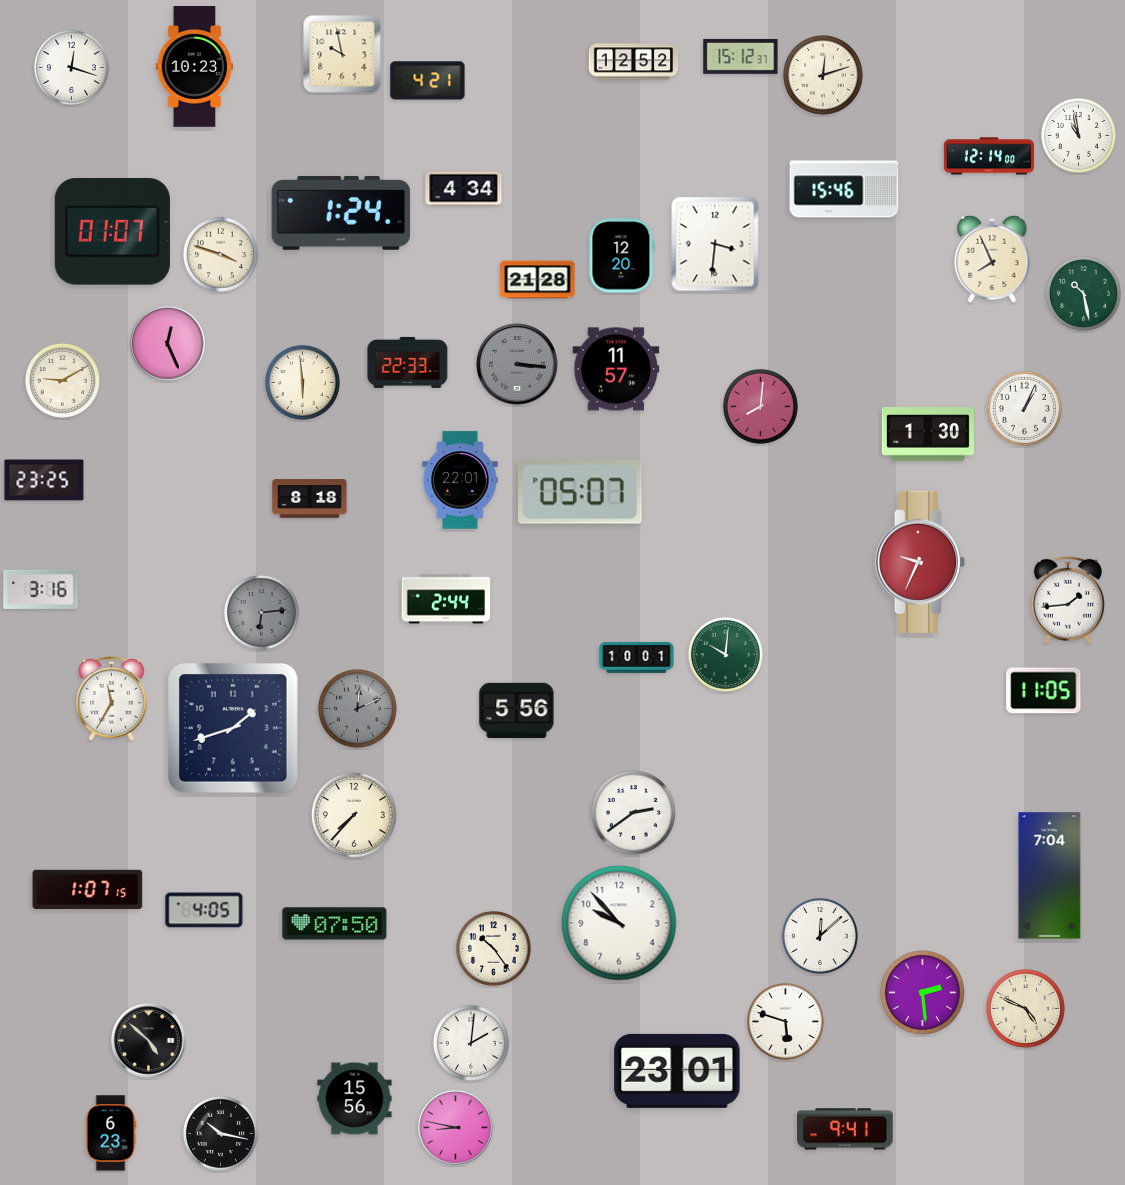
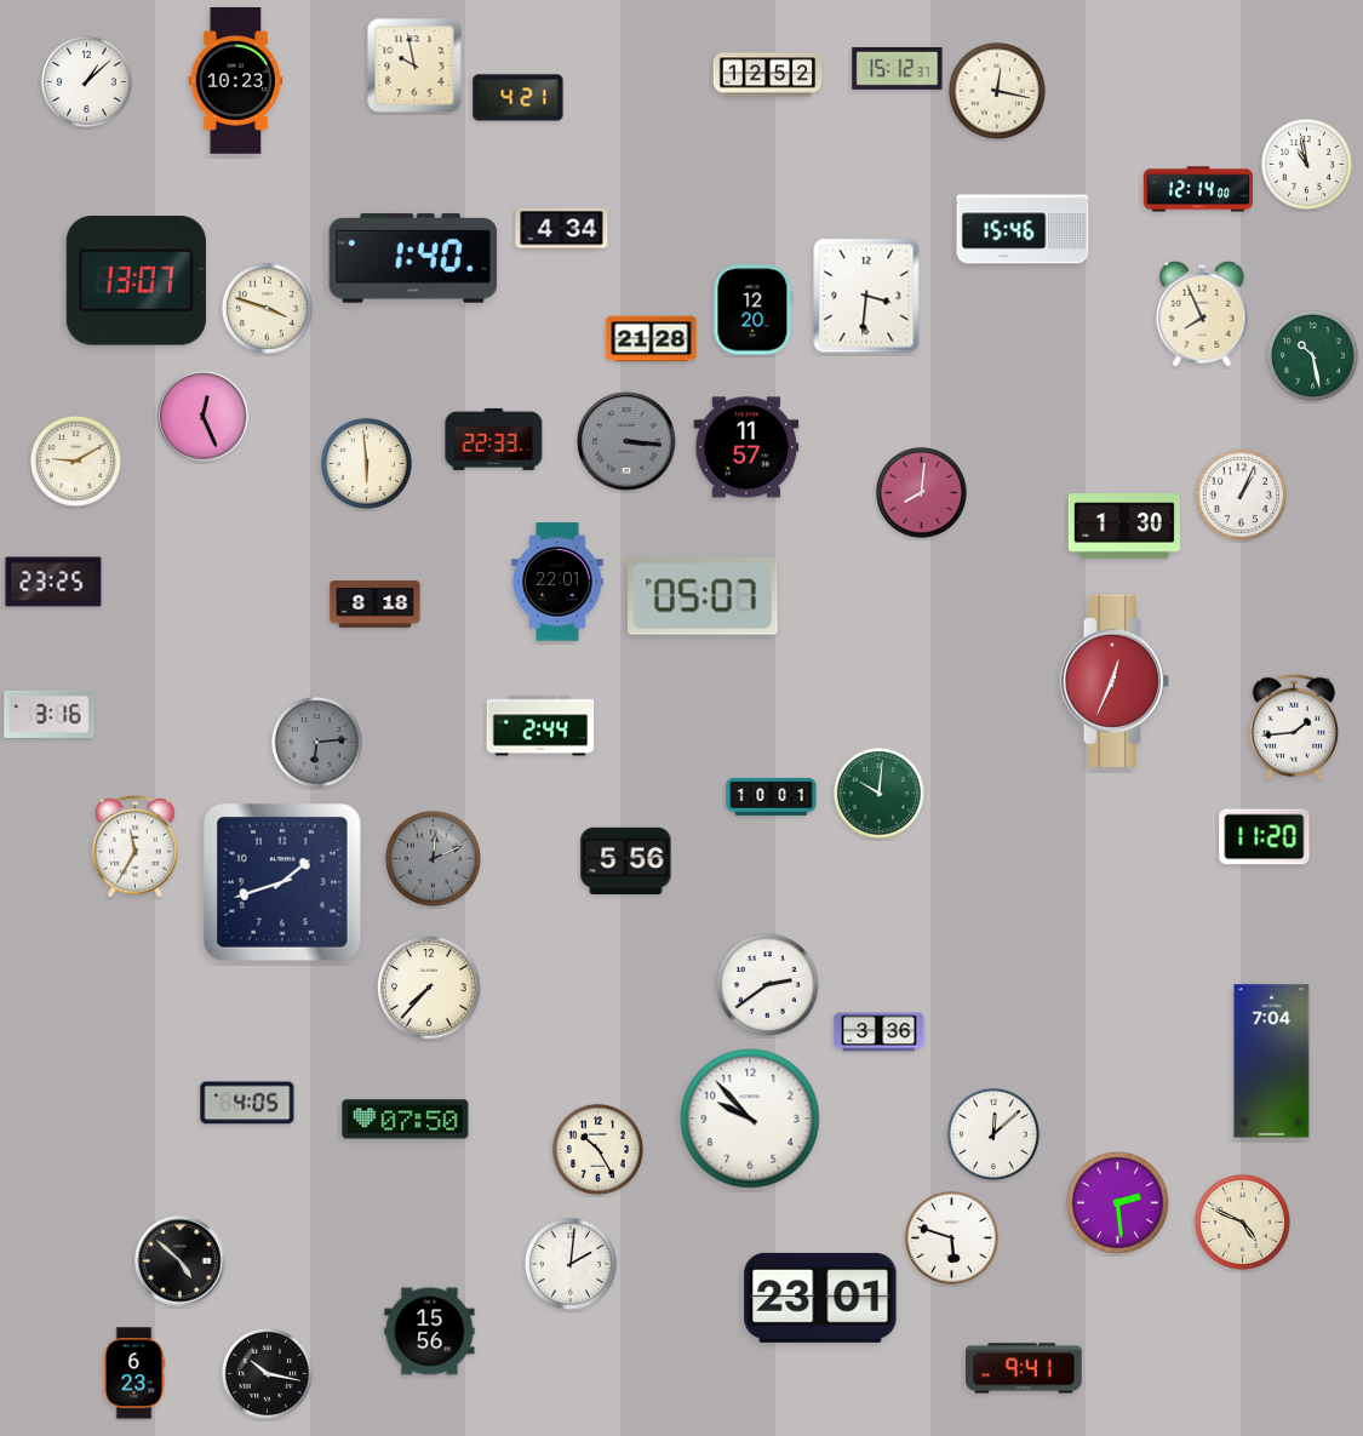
clock at (71, 67): 12:18 -> 1:08
clock at (823, 75): 12:12 -> 12:17
clock at (341, 213): 1:24 -> 1:40
clock at (112, 232): 01:07 -> 13:07
clock at (920, 562): 9:34 -> 12:34
clock at (1044, 691): 11:05 -> 11:20
clock at (880, 1032): none -> 3:36
clock at (88, 889): 1:07 -> none
clock at (493, 948): 10:24 -> 10:25
clock at (456, 1128): 8:47 -> none
